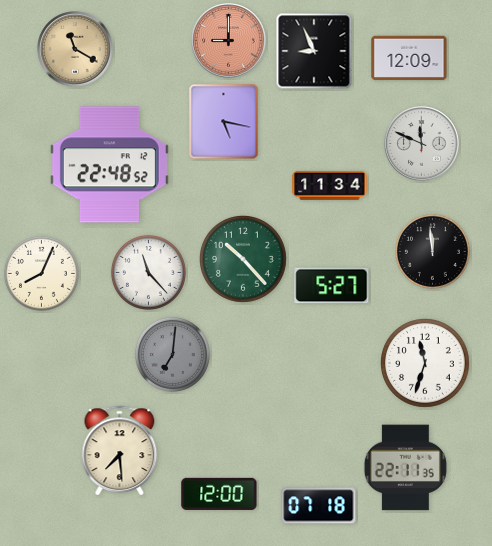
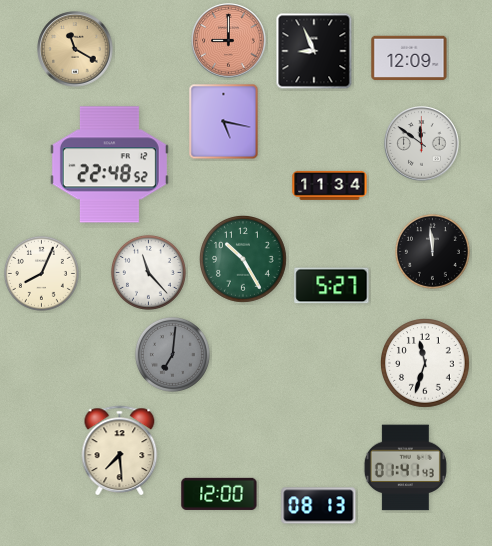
clock at (422, 144): 11:49 -> 11:51
clock at (244, 260): 10:23 -> 10:25
clock at (405, 468): 22:11 -> 01:41
clock at (319, 506): 07:18 -> 08:13
